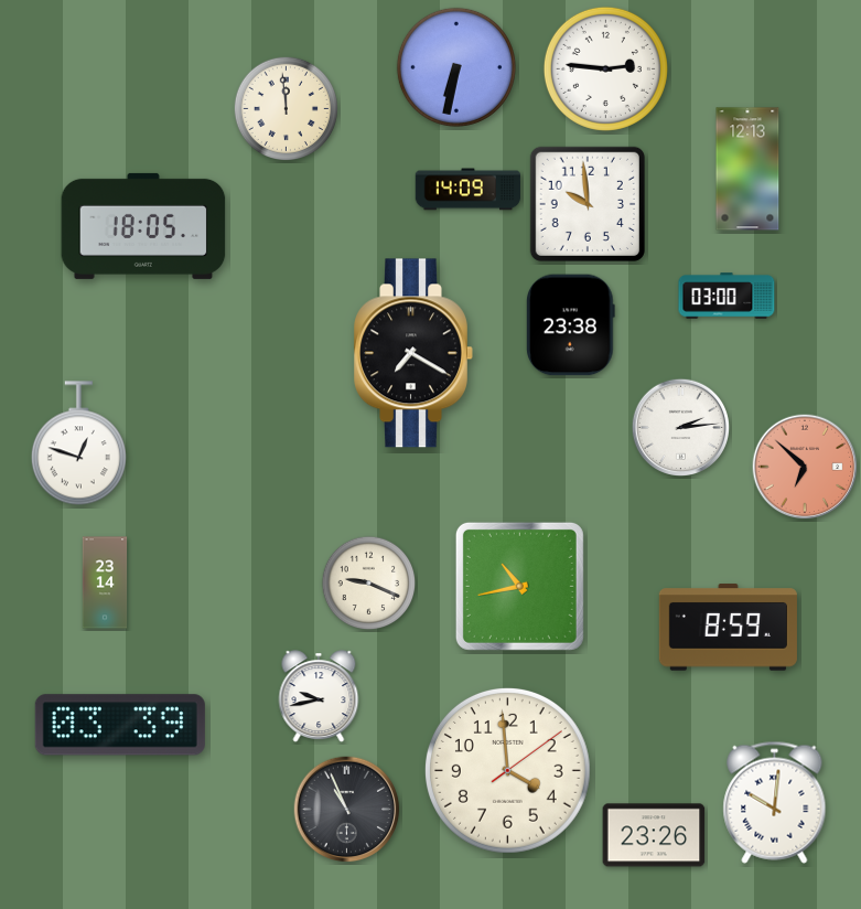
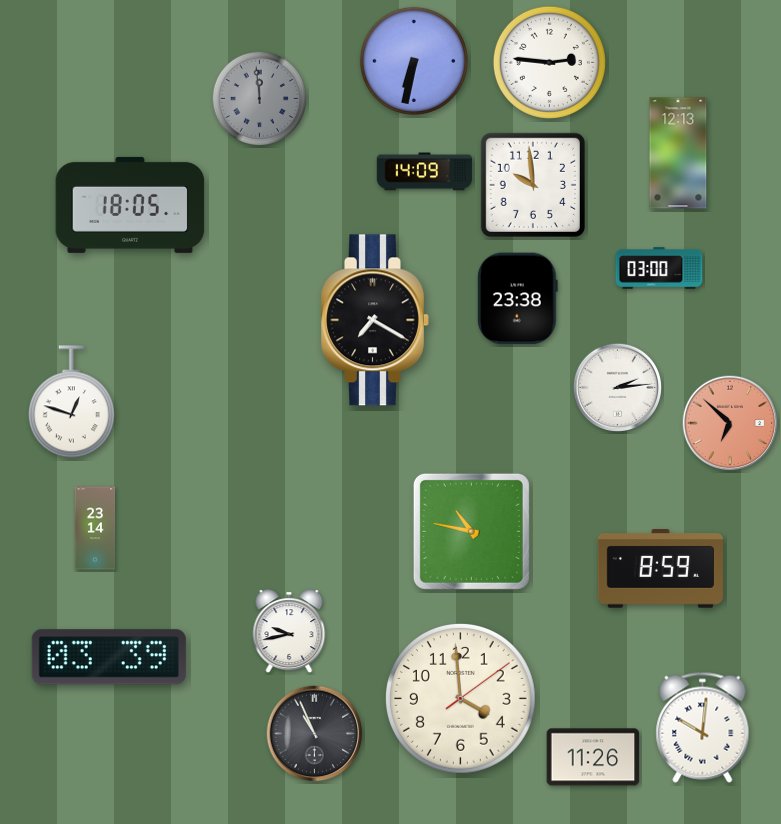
clock at (286, 108) dial: cream -> grey
clock at (571, 325) position: (571, 325) -> (518, 299)
clock at (369, 584): 9:19 -> none
clock at (519, 586): 10:43 -> 10:47
clock at (654, 835): 23:26 -> 11:26
